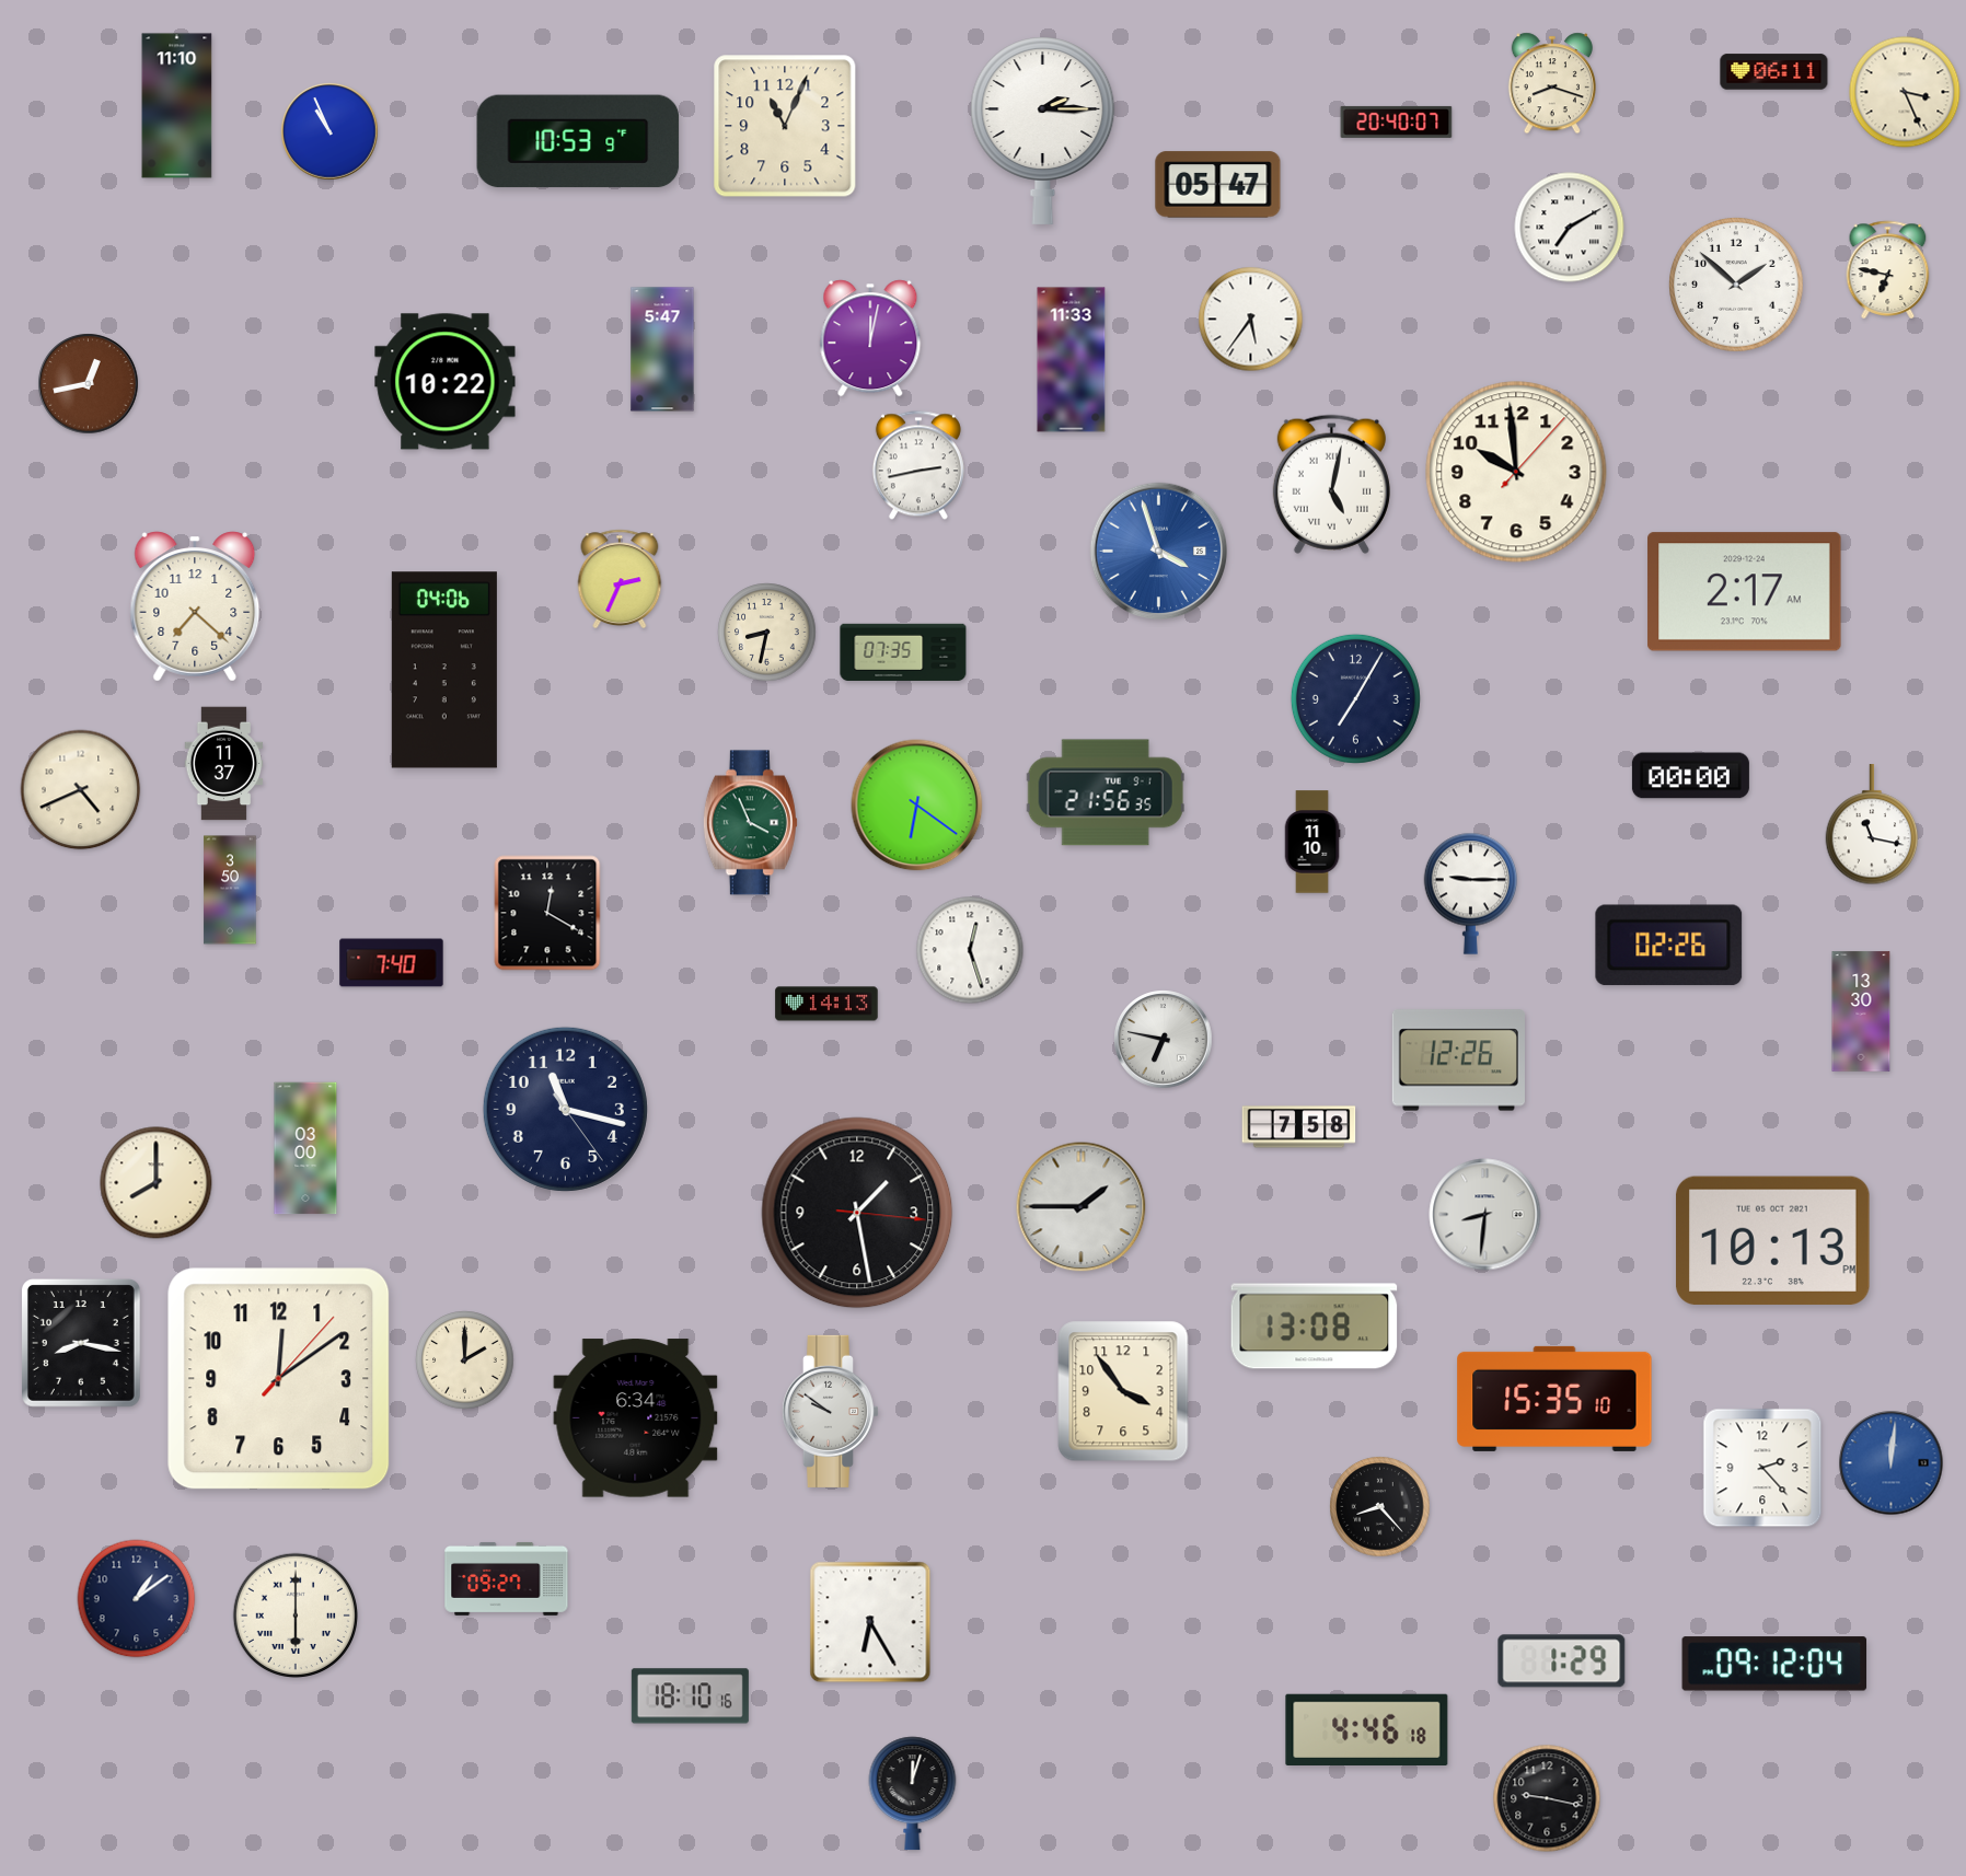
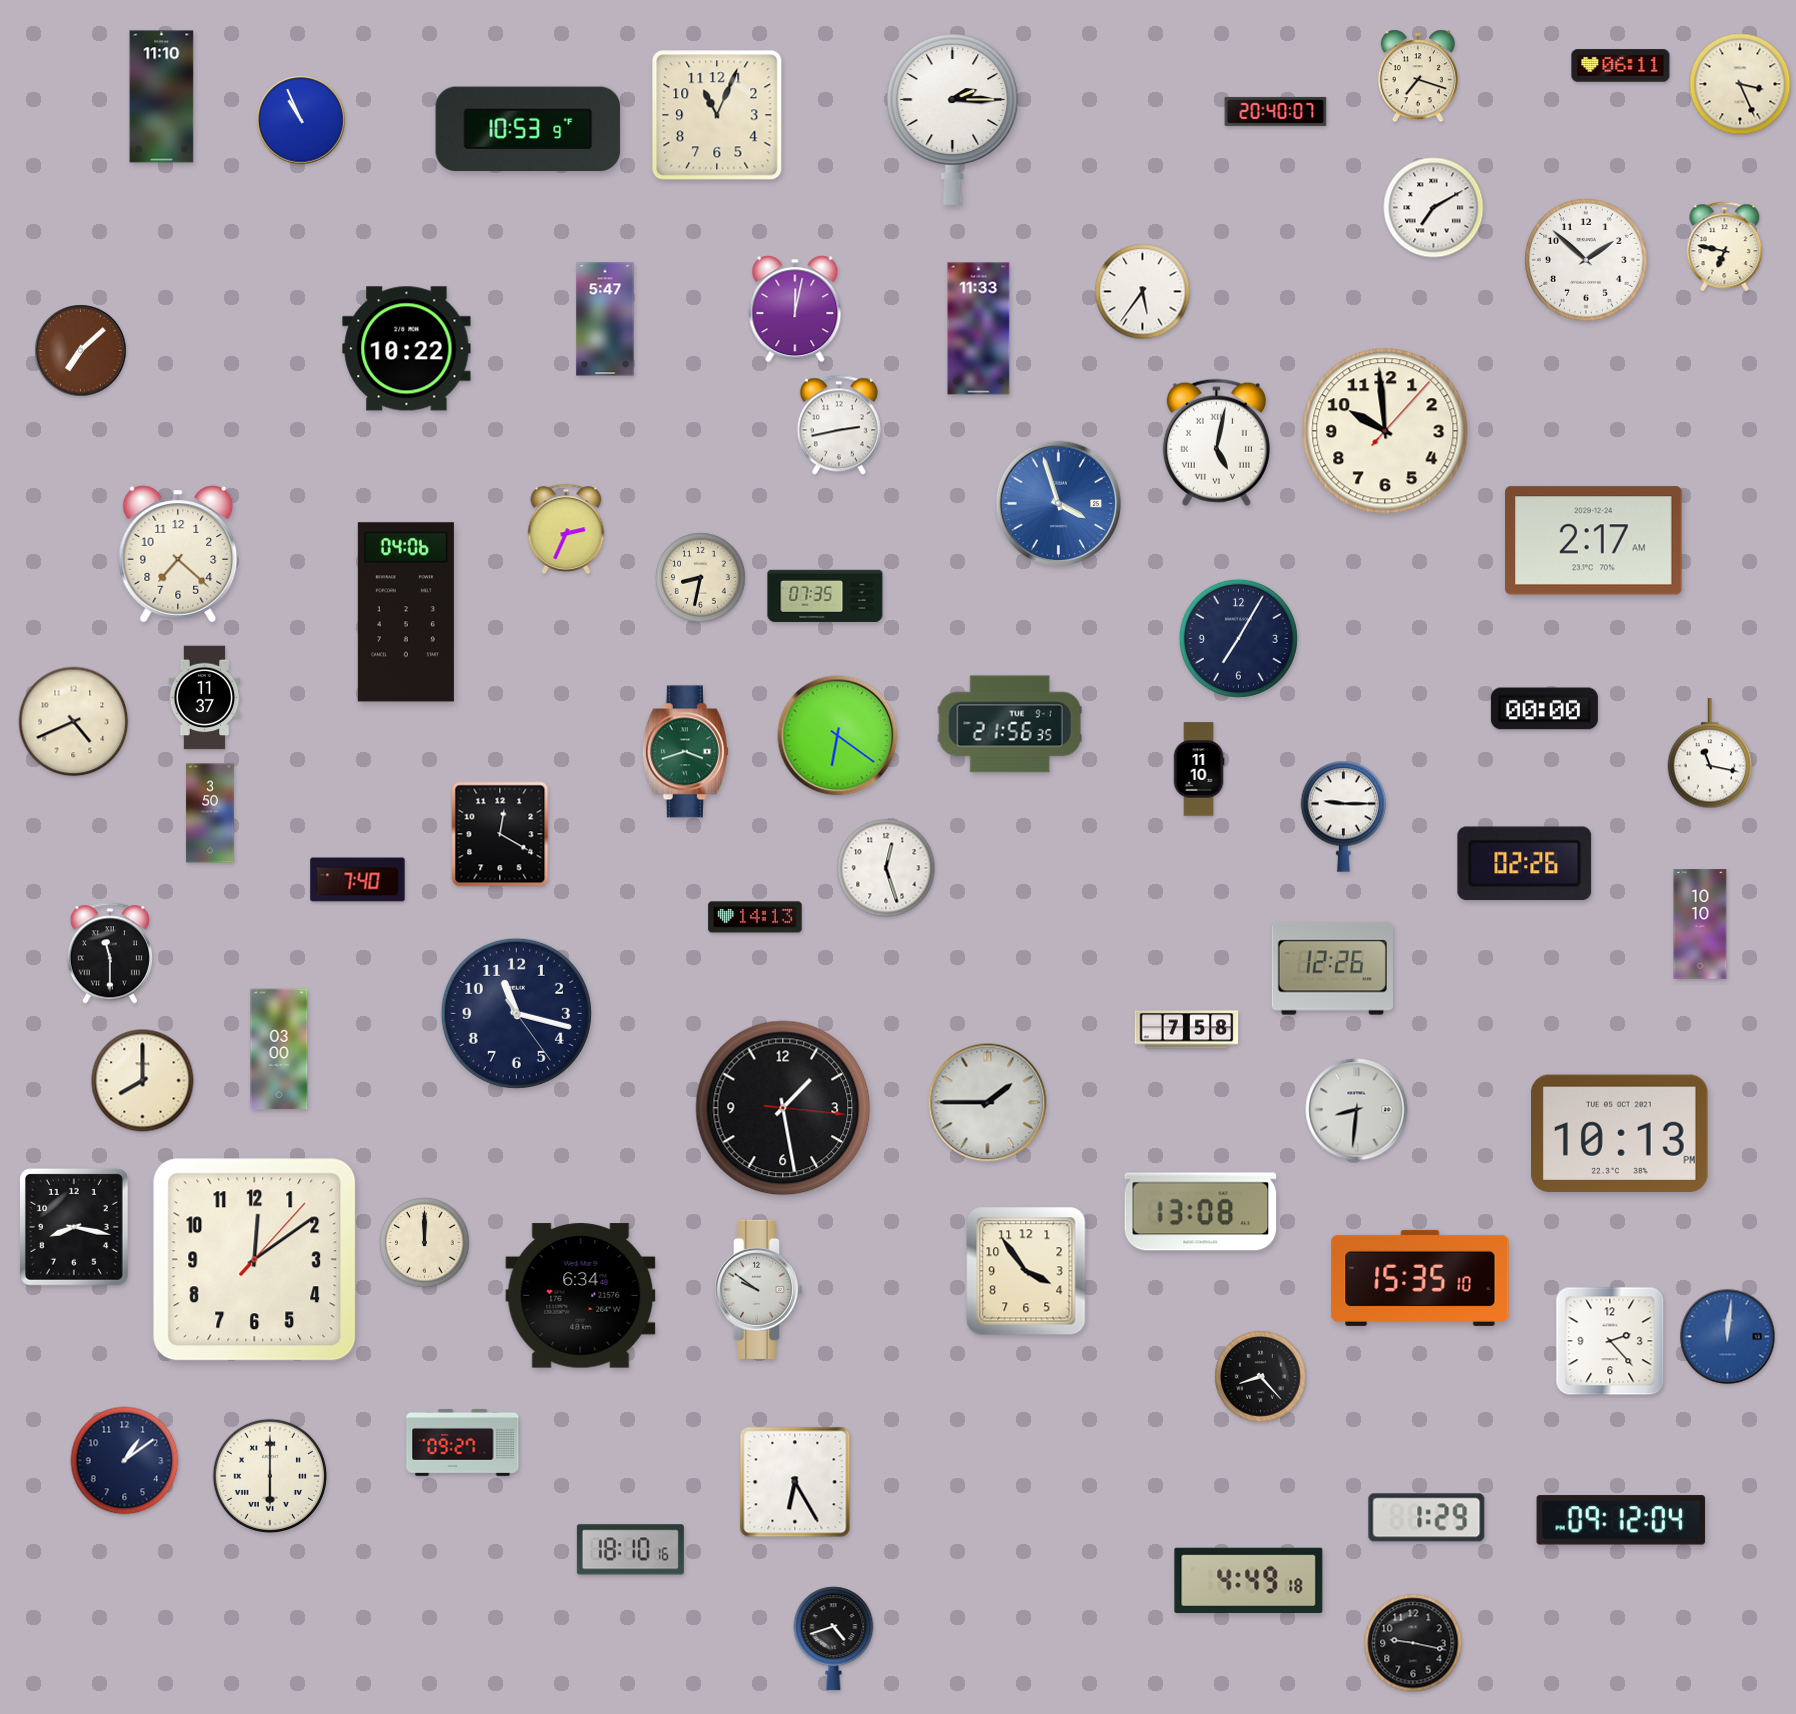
clock at (1552, 83): 8:18 -> 7:18
clock at (1218, 185): 05:47 -> none
clock at (89, 384): 12:43 -> 7:08
clock at (750, 823): 3:56 -> 3:42
clock at (1861, 1011): 13:30 -> 10:10
clock at (1164, 1040): 6:47 -> none
clock at (110, 953): none -> 11:30
clock at (465, 1360): 2:00 -> 12:00
clock at (1367, 1729): 4:46 -> 4:49
clock at (913, 1794): 12:03 -> 4:42
